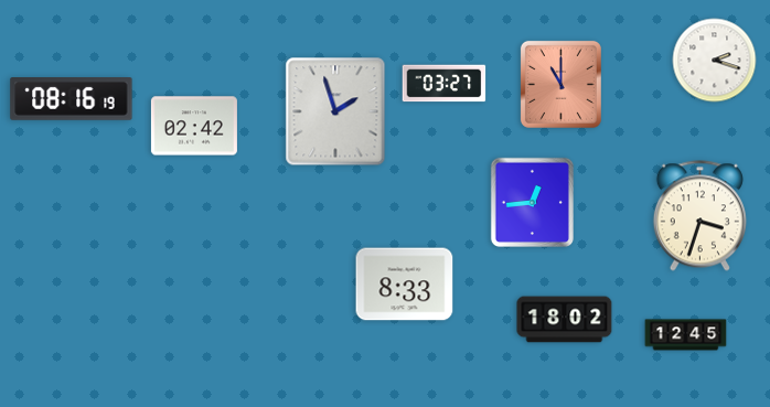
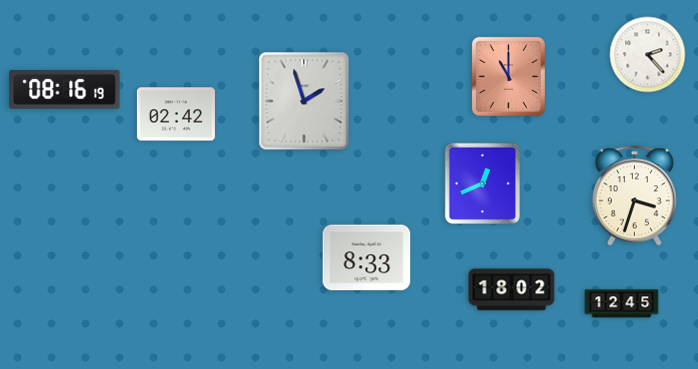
clock at (715, 61): 2:18 -> 2:23
clock at (445, 84): 03:27 -> none
clock at (532, 202): 12:44 -> 12:41
